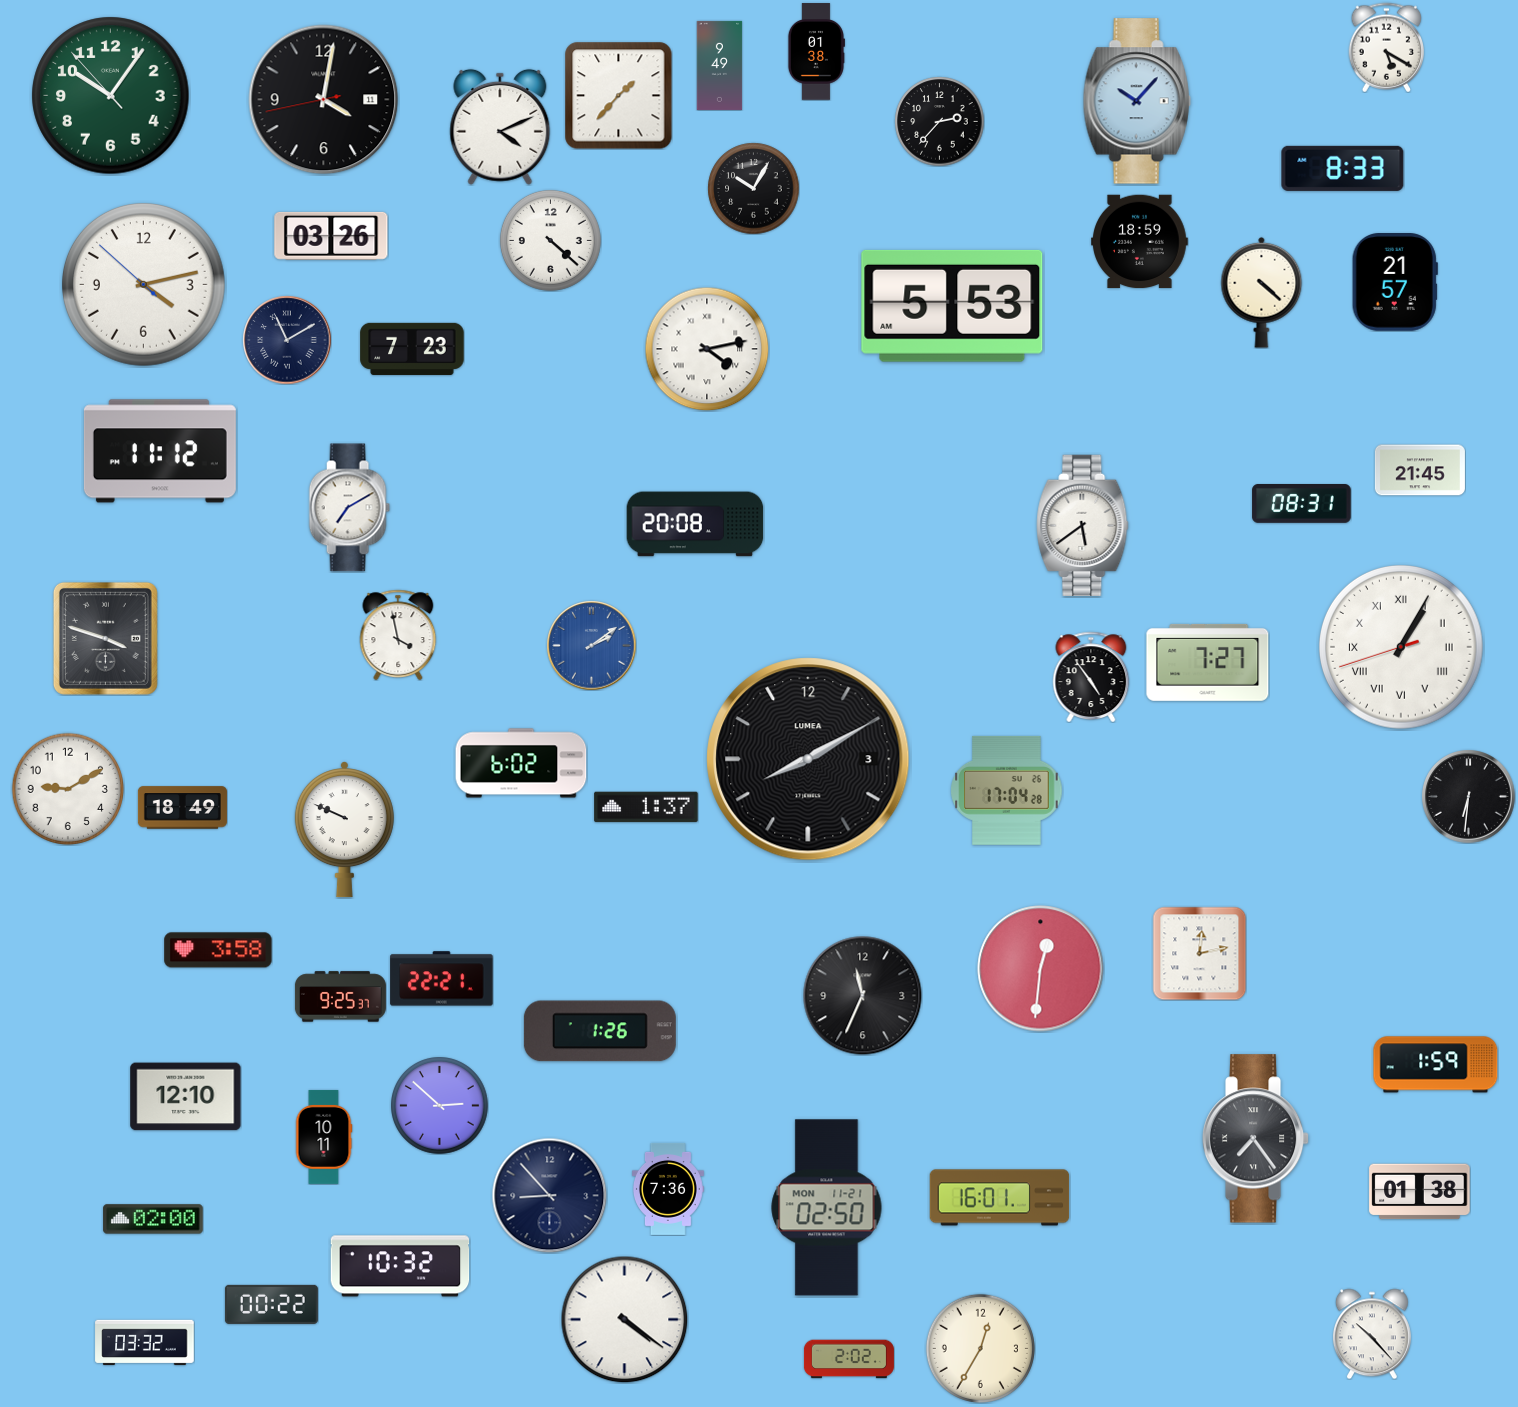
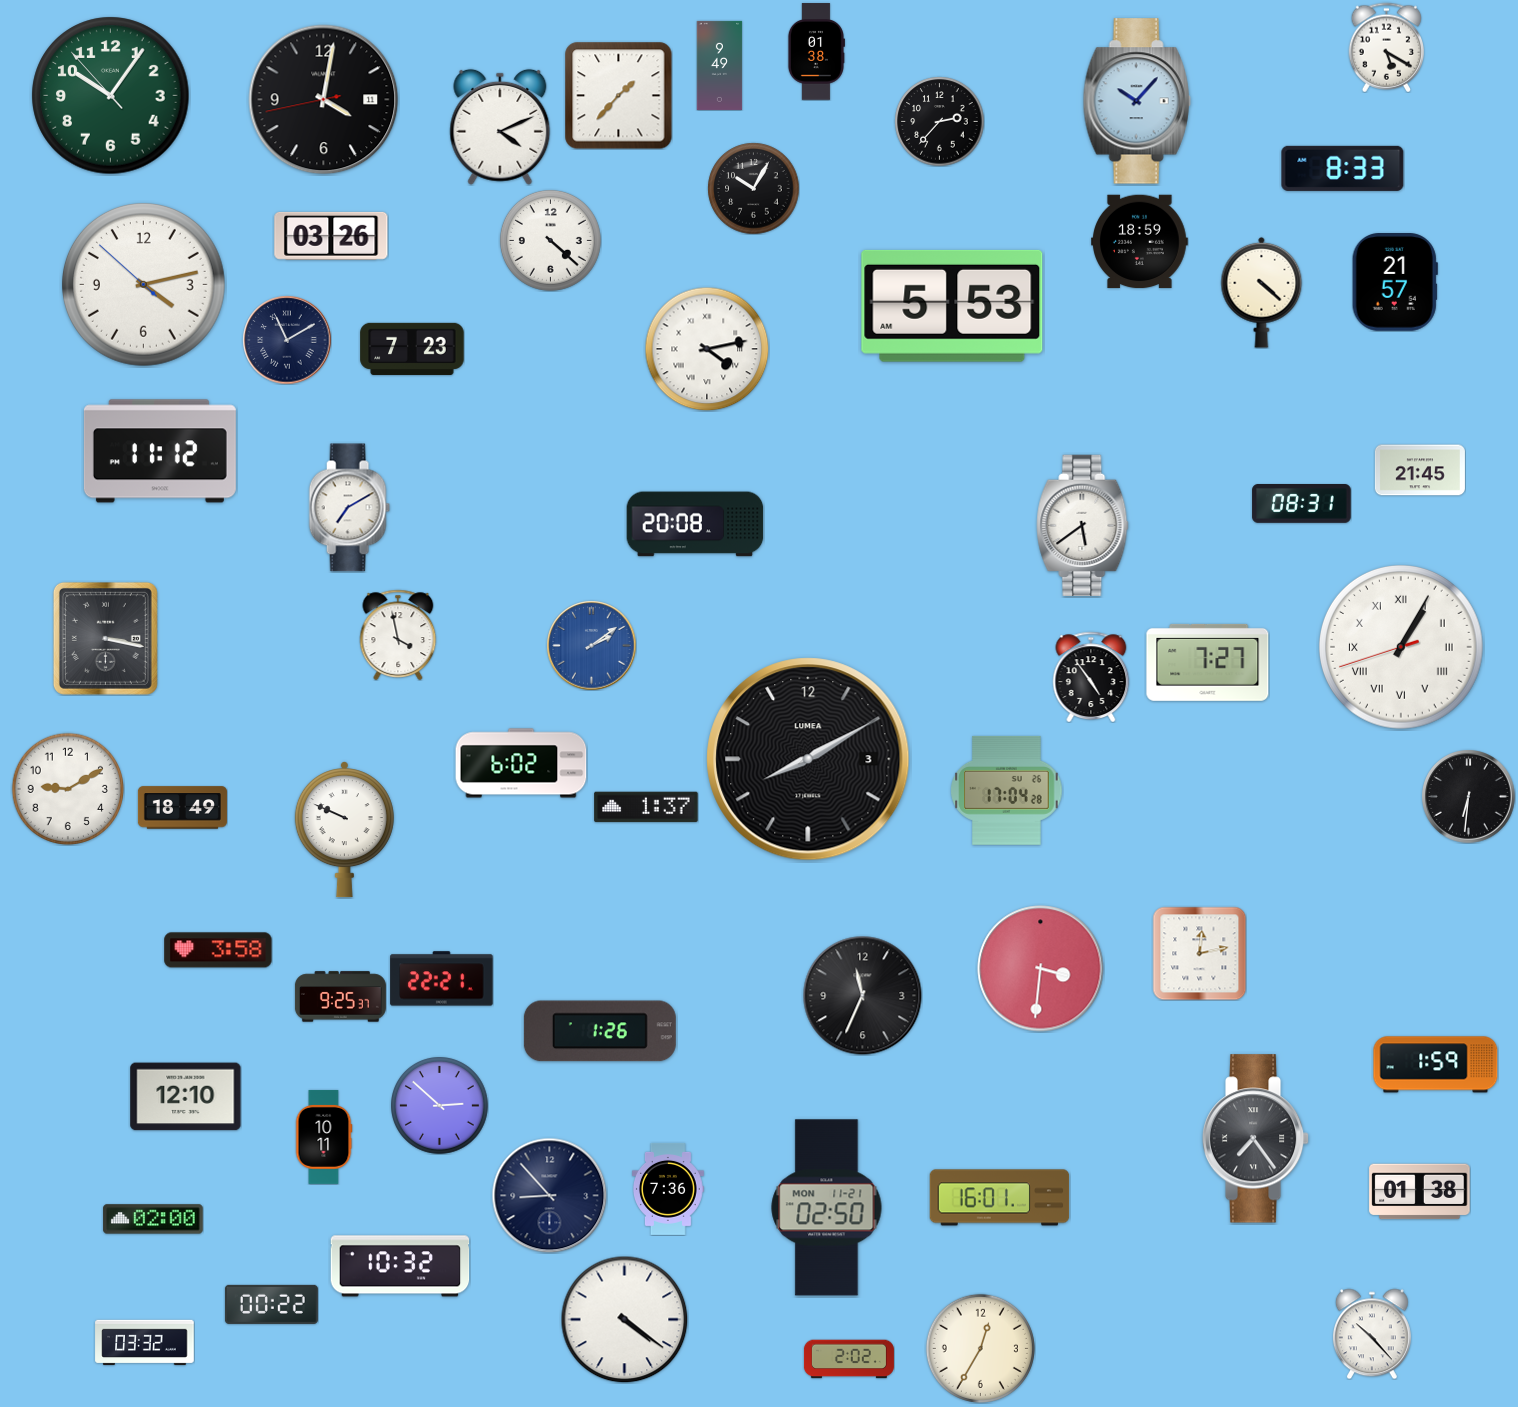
clock at (105, 638): 3:48 -> 3:17
clock at (1041, 969): 12:31 -> 3:31
